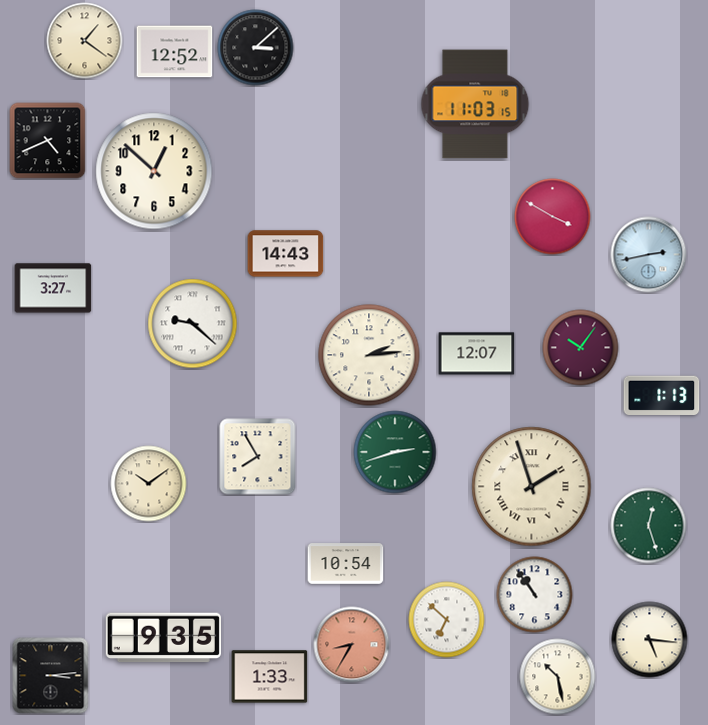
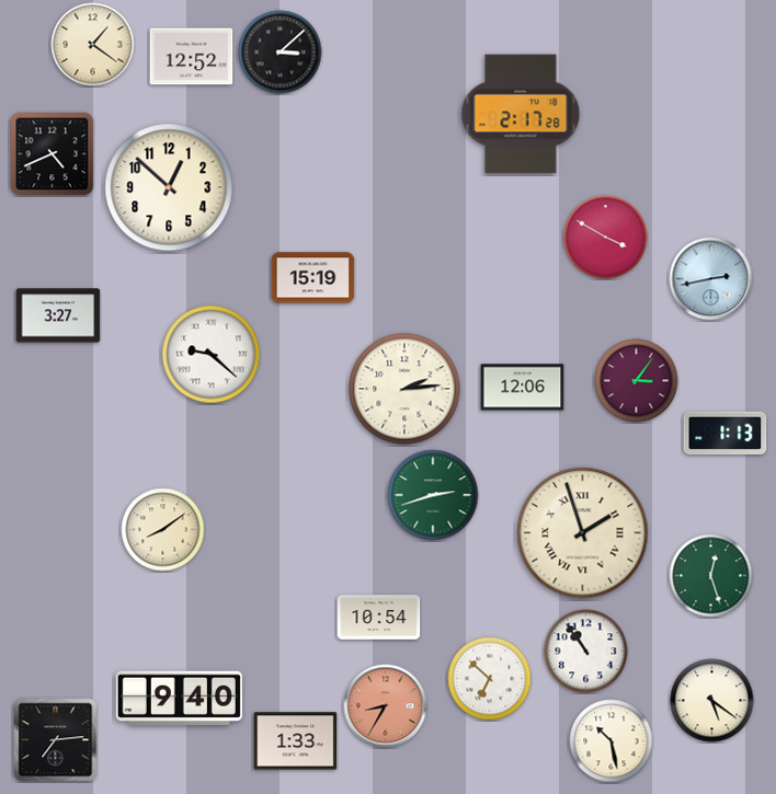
clock at (475, 104): 11:03 -> 2:17
clock at (286, 254): 14:43 -> 15:19
clock at (581, 348): 10:06 -> 3:06
clock at (477, 354): 12:07 -> 12:06
clock at (258, 457): 7:55 -> none
clock at (149, 484): 10:09 -> 8:09
clock at (163, 638): 9:35 -> 9:40
clock at (650, 640): 5:16 -> 5:21
clock at (51, 676): 3:14 -> 7:14
